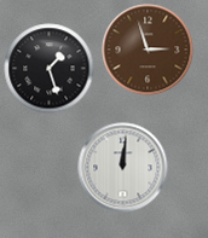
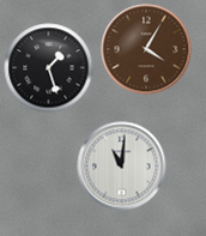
clock at (148, 50): 2:57 -> 4:05
clock at (123, 168): 12:01 -> 11:01
